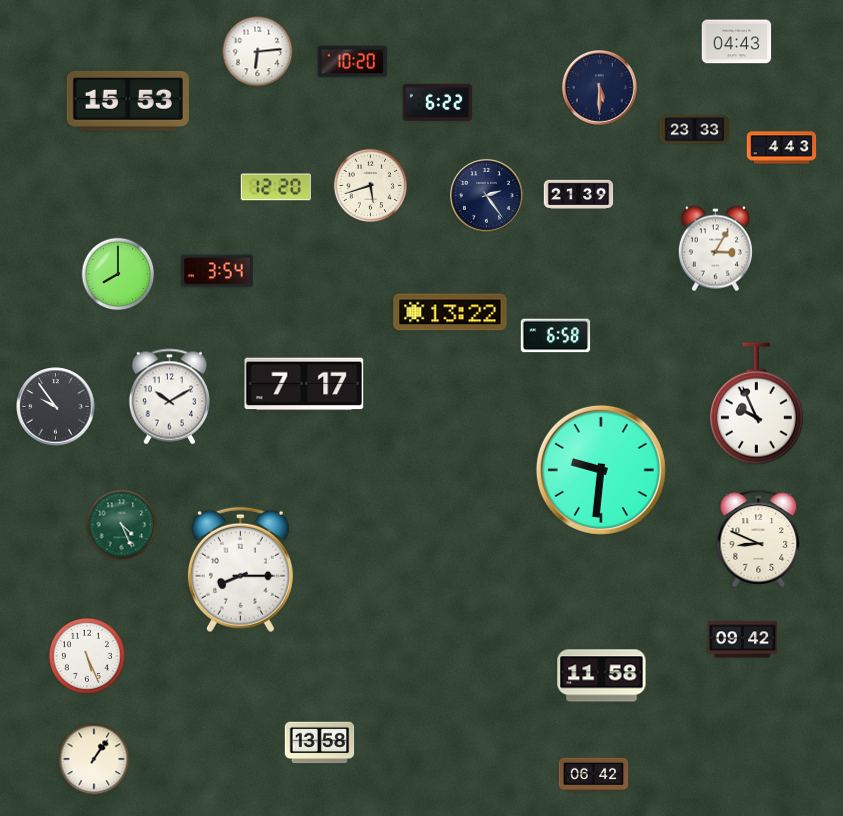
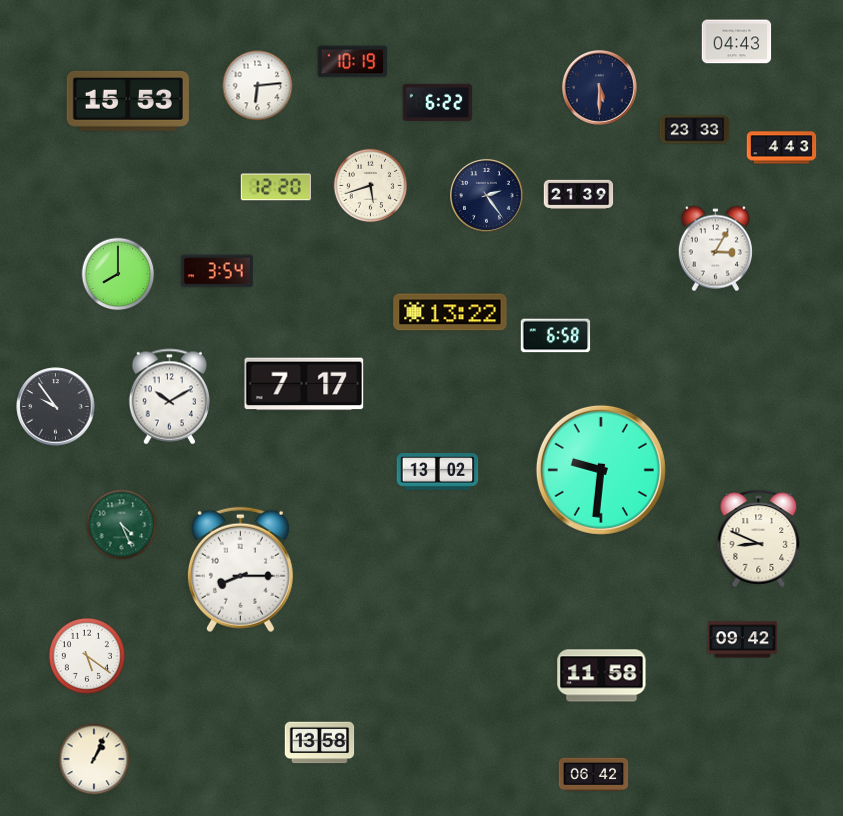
clock at (258, 52) position: (258, 52) -> (258, 86)
clock at (353, 62): 10:20 -> 10:19
clock at (756, 404): 9:56 -> none
clock at (438, 472): none -> 13:02
clock at (87, 656): 5:26 -> 5:21
clock at (94, 759): 1:06 -> 1:04
